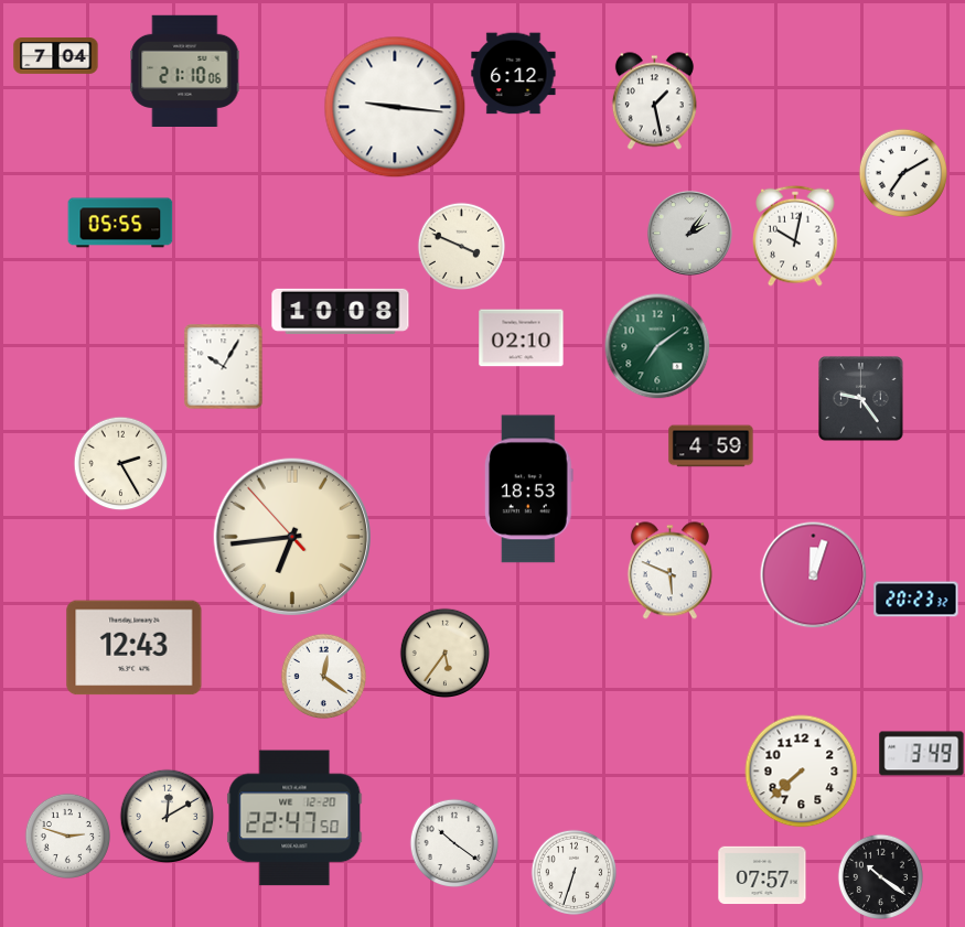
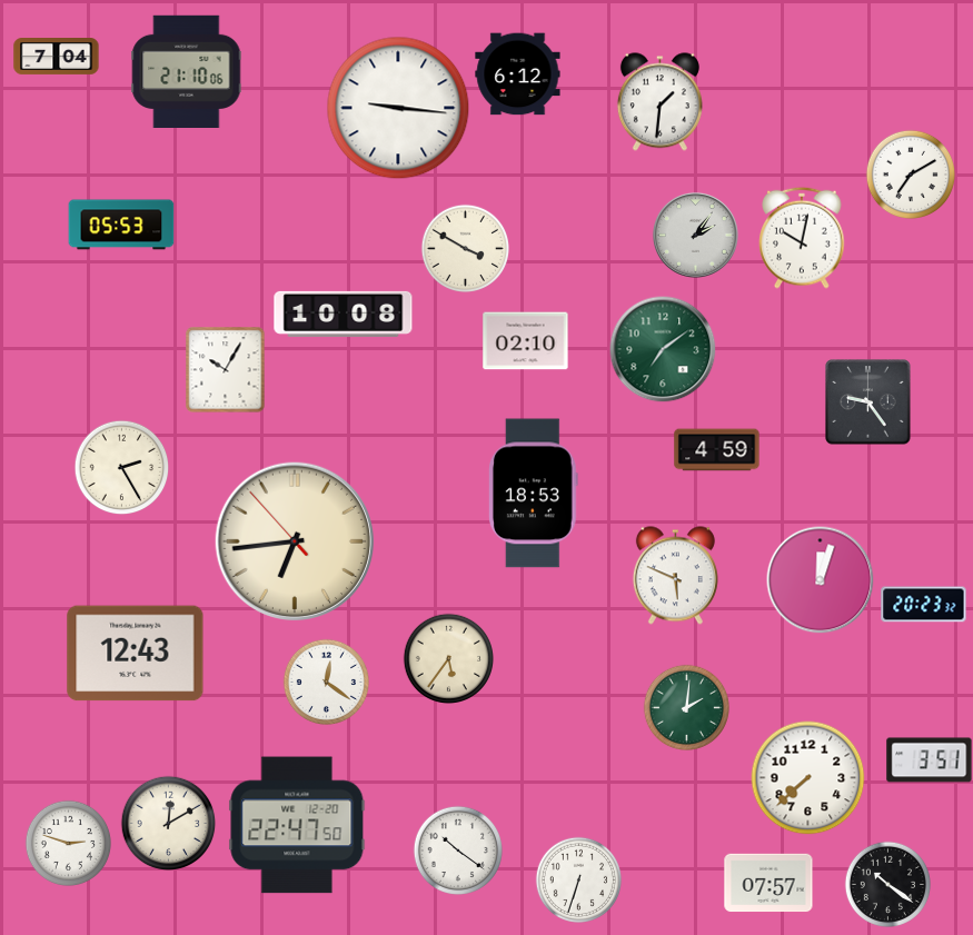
clock at (654, 101): 1:28 -> 1:31
clock at (120, 223): 05:55 -> 05:53
clock at (461, 246): 3:49 -> 3:50
clock at (686, 707): none -> 2:01
clock at (922, 754): 3:49 -> 3:51
